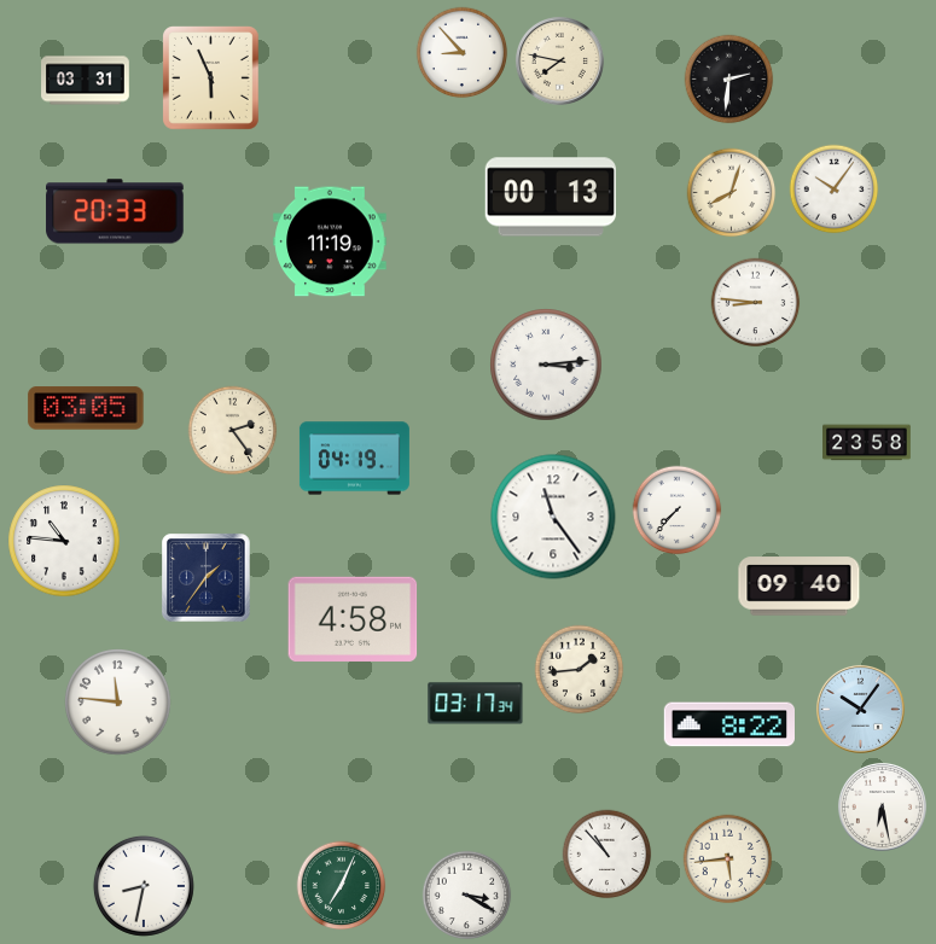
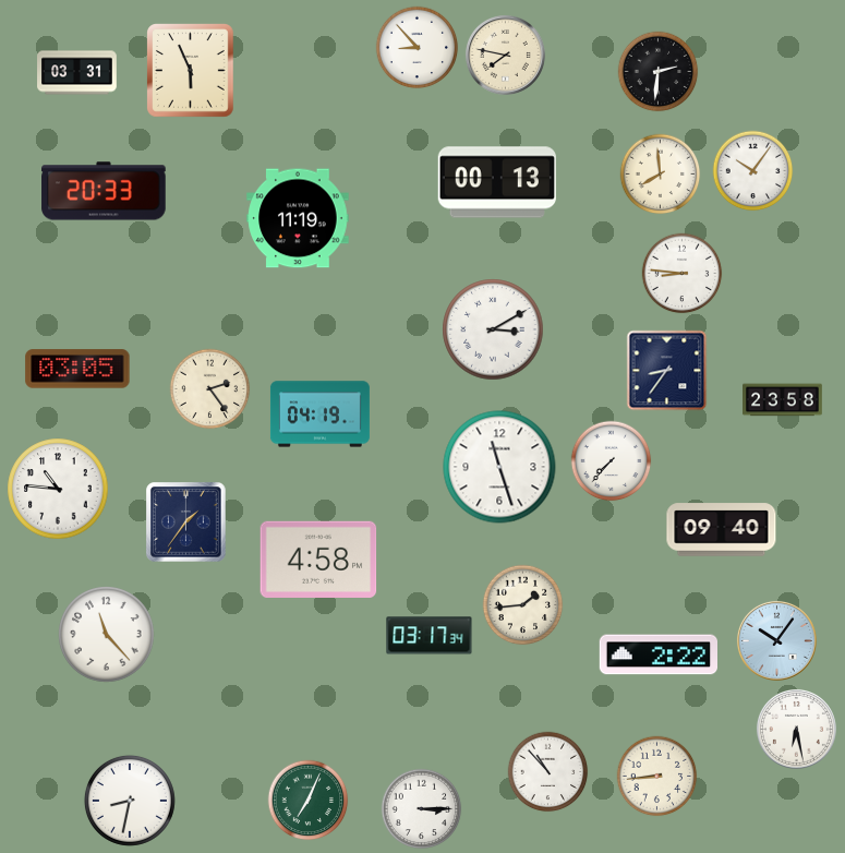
clock at (732, 193): 8:03 -> 7:59
clock at (550, 197) position: (550, 197) -> (496, 182)
clock at (546, 365): 3:14 -> 3:10
clock at (667, 371): none -> 8:36
clock at (553, 517): 11:24 -> 11:27
clock at (118, 703): 11:46 -> 11:23
clock at (728, 724): 8:22 -> 2:22
clock at (728, 859): 5:44 -> 8:44
clock at (467, 896): 3:20 -> 3:15
